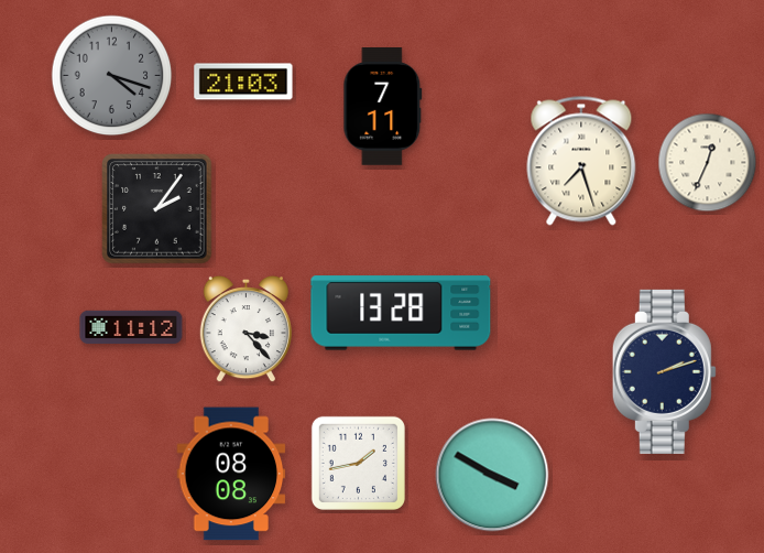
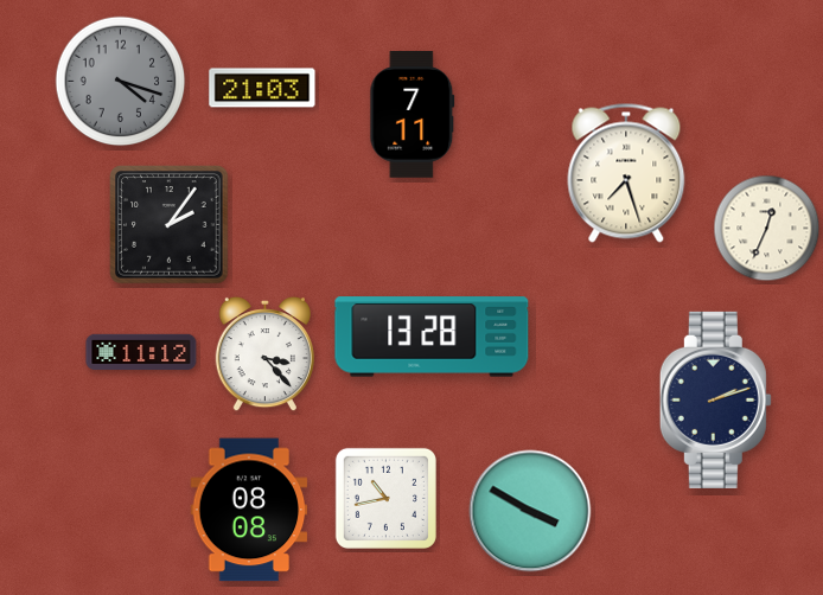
clock at (708, 163) position: (708, 163) -> (767, 229)
clock at (358, 463): 1:43 -> 10:43
